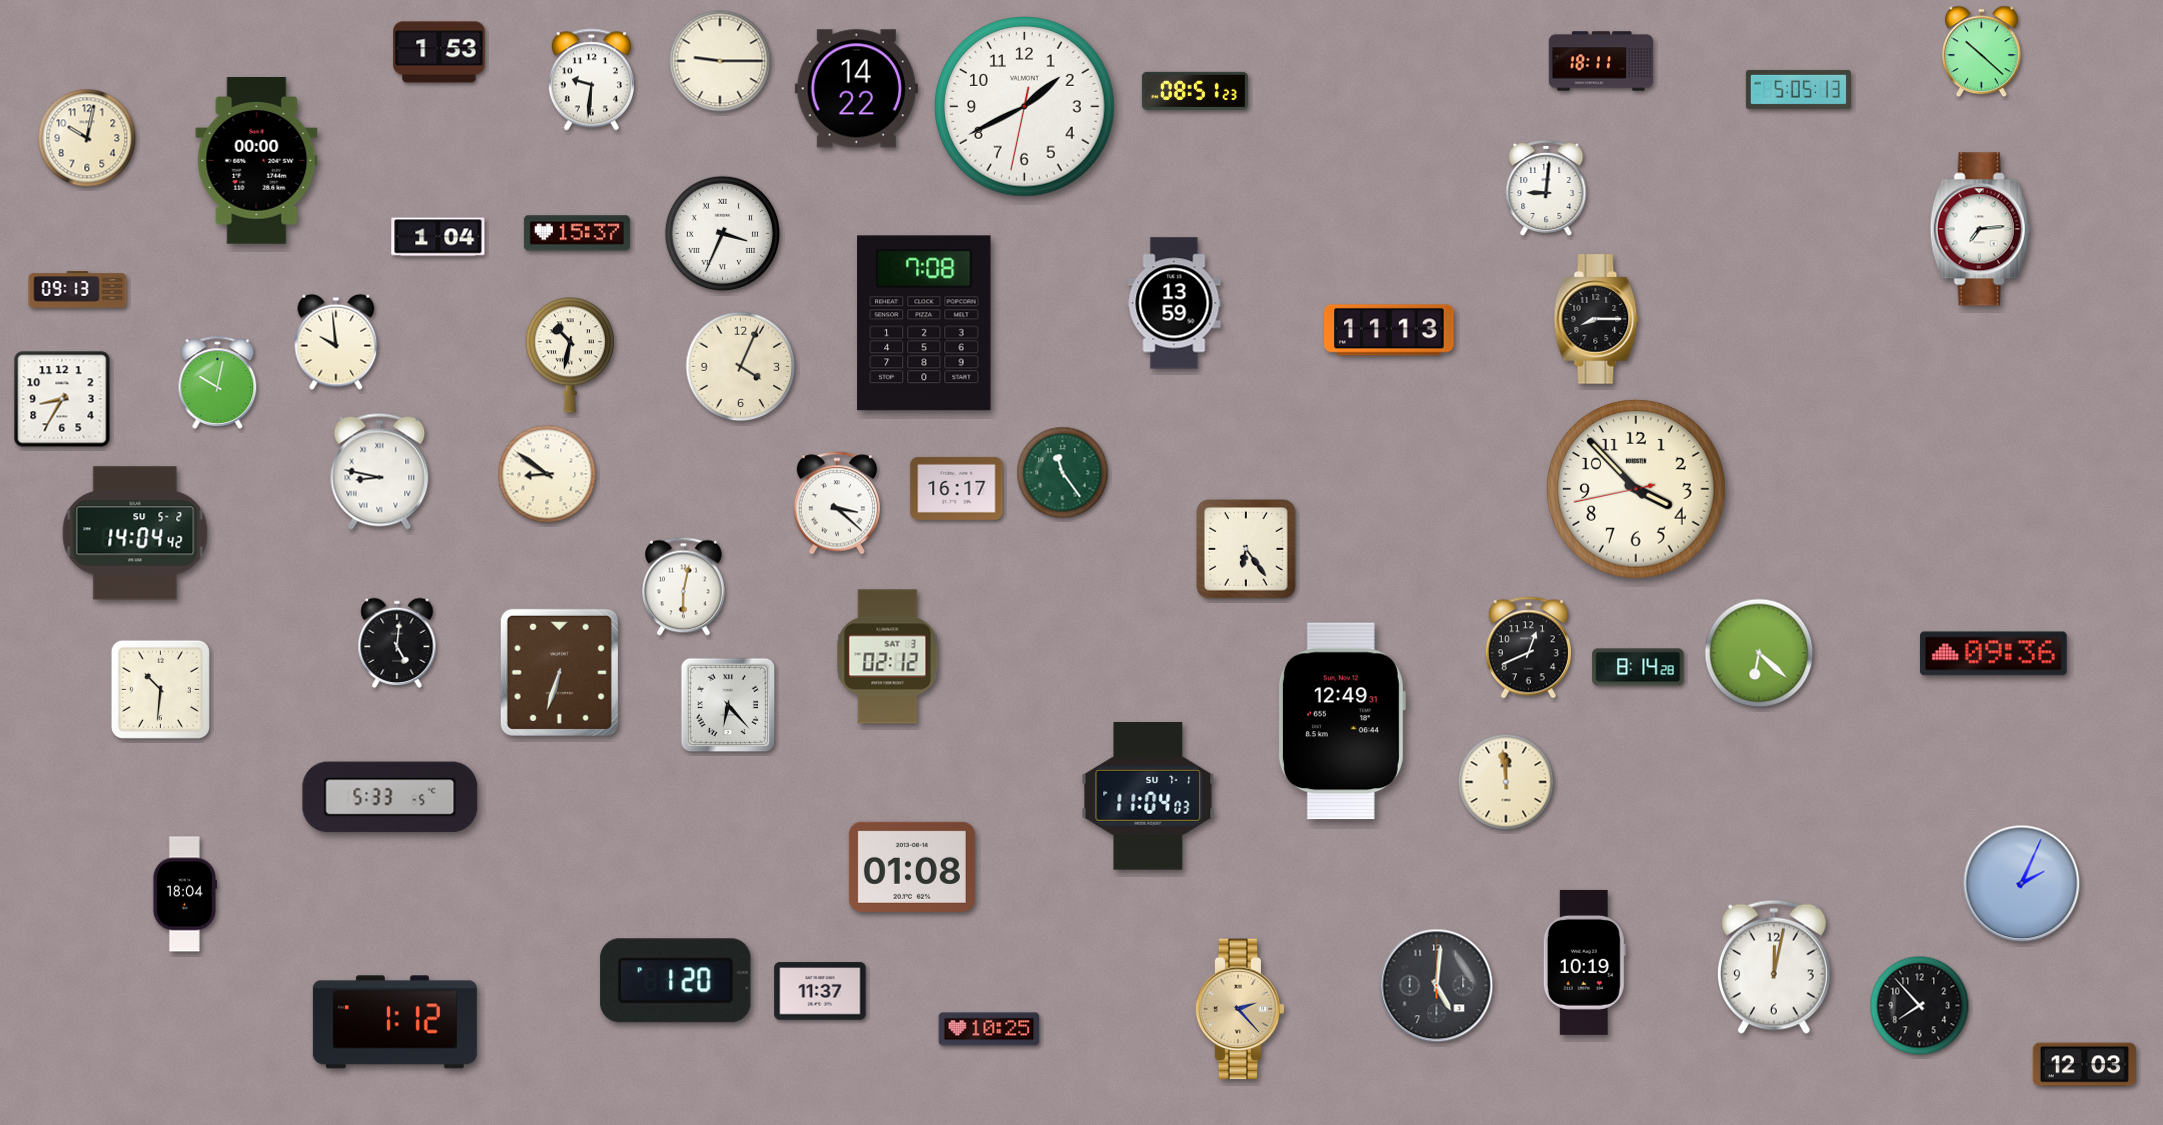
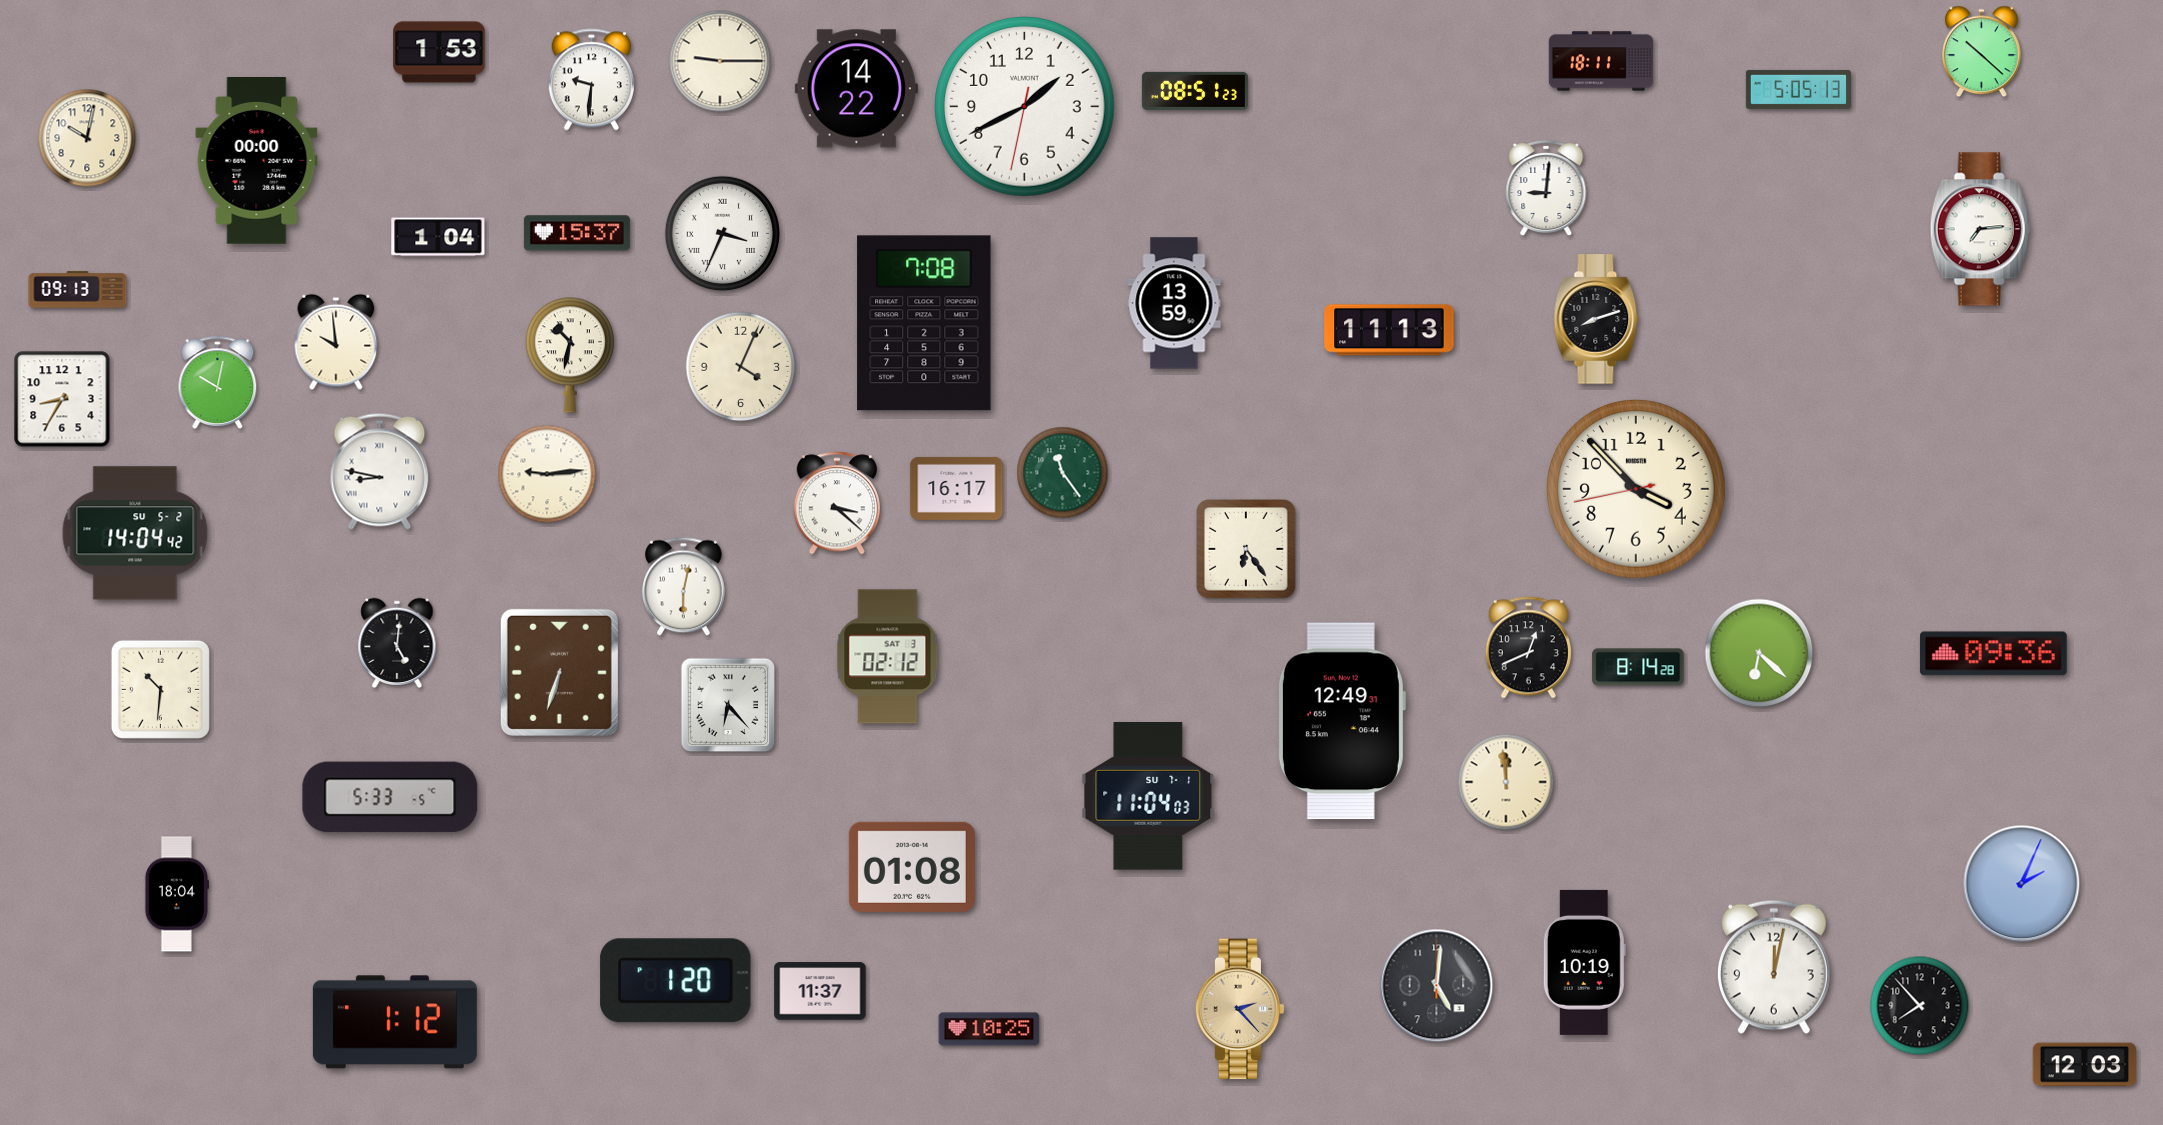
clock at (1596, 319): 8:15 -> 8:12
clock at (547, 474): 8:51 -> 9:14
clock at (184, 894) position: (184, 894) -> (176, 894)
